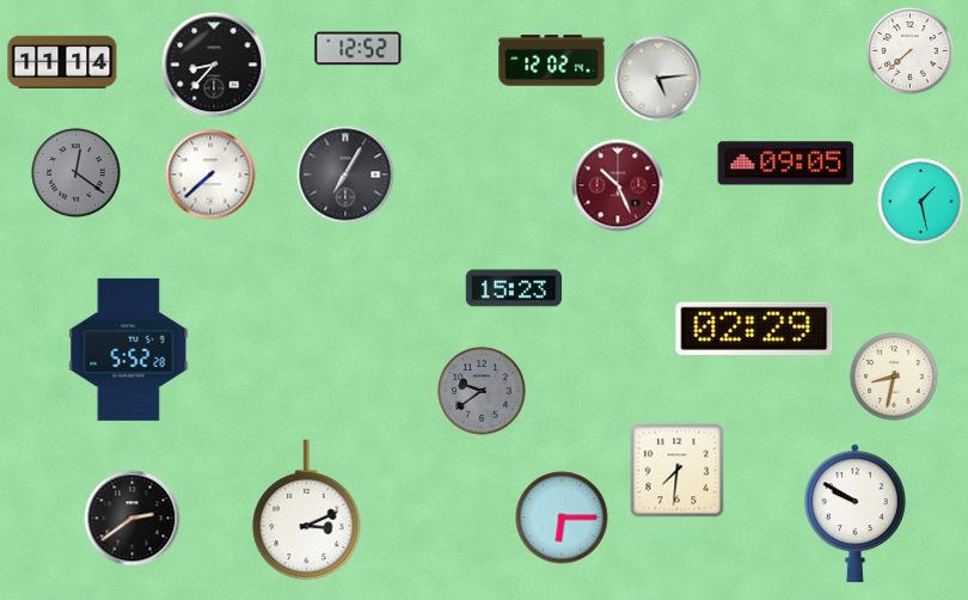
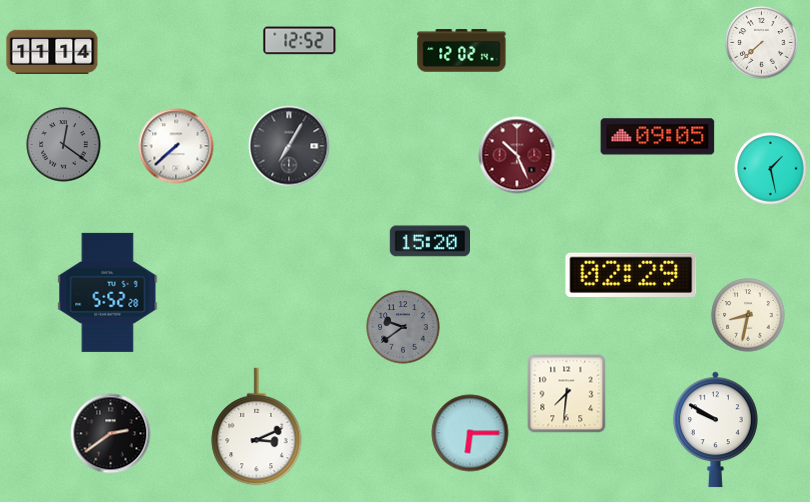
clock at (214, 65): 8:37 -> none
clock at (658, 79): 5:14 -> none
clock at (513, 288): 15:23 -> 15:20
